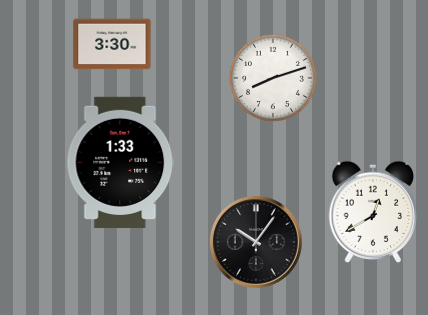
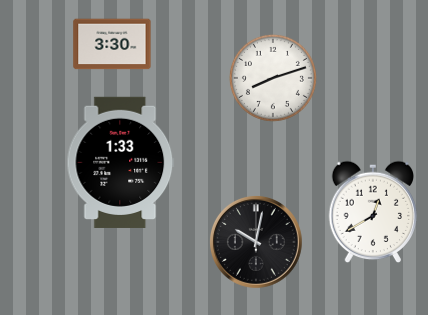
clock at (257, 243): 10:06 -> 10:02
